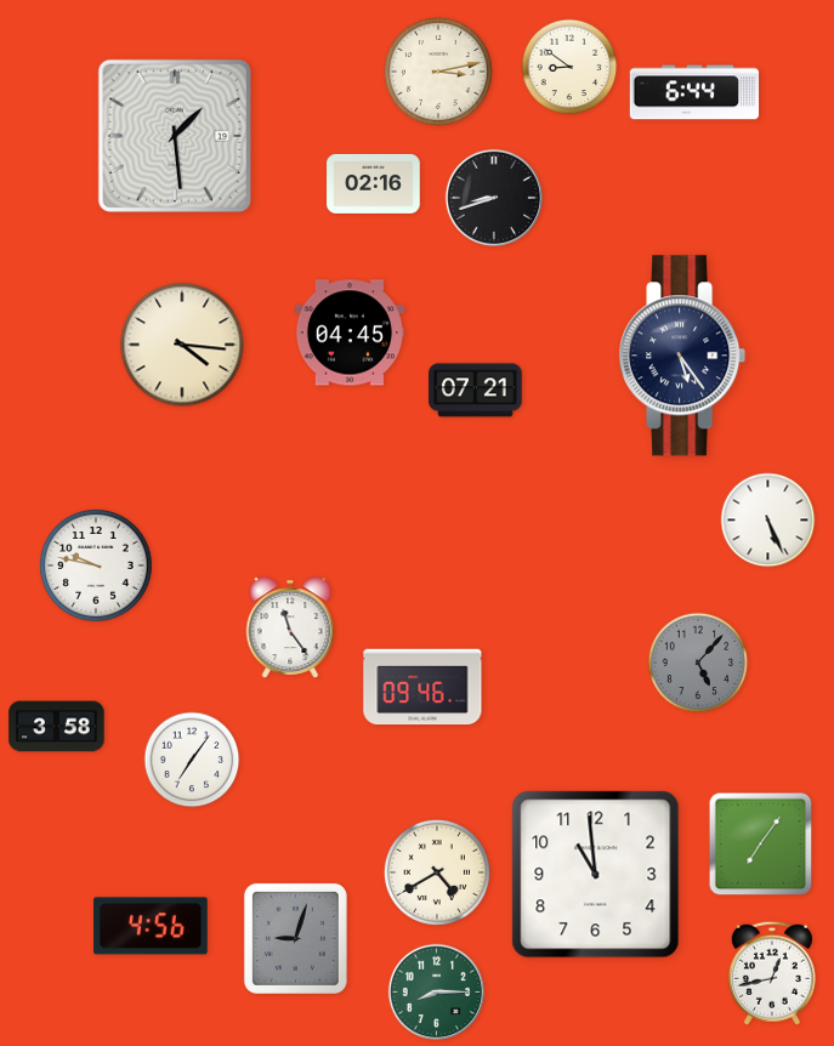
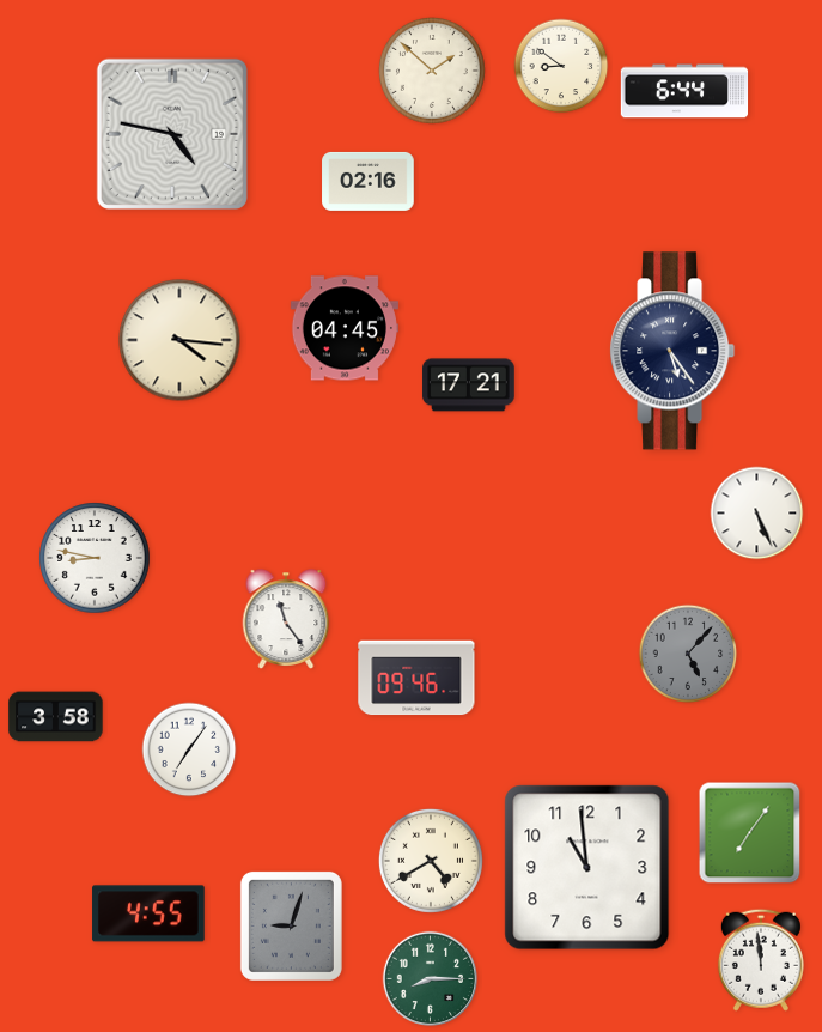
clock at (438, 72): 3:13 -> 1:52
clock at (175, 136): 1:29 -> 4:47
clock at (493, 197): 8:42 -> none
clock at (476, 391): 07:21 -> 17:21
clock at (96, 565): 9:47 -> 8:47
clock at (596, 875) position: (596, 875) -> (587, 868)
clock at (151, 926): 4:56 -> 4:55
clock at (772, 973): 12:43 -> 11:59
